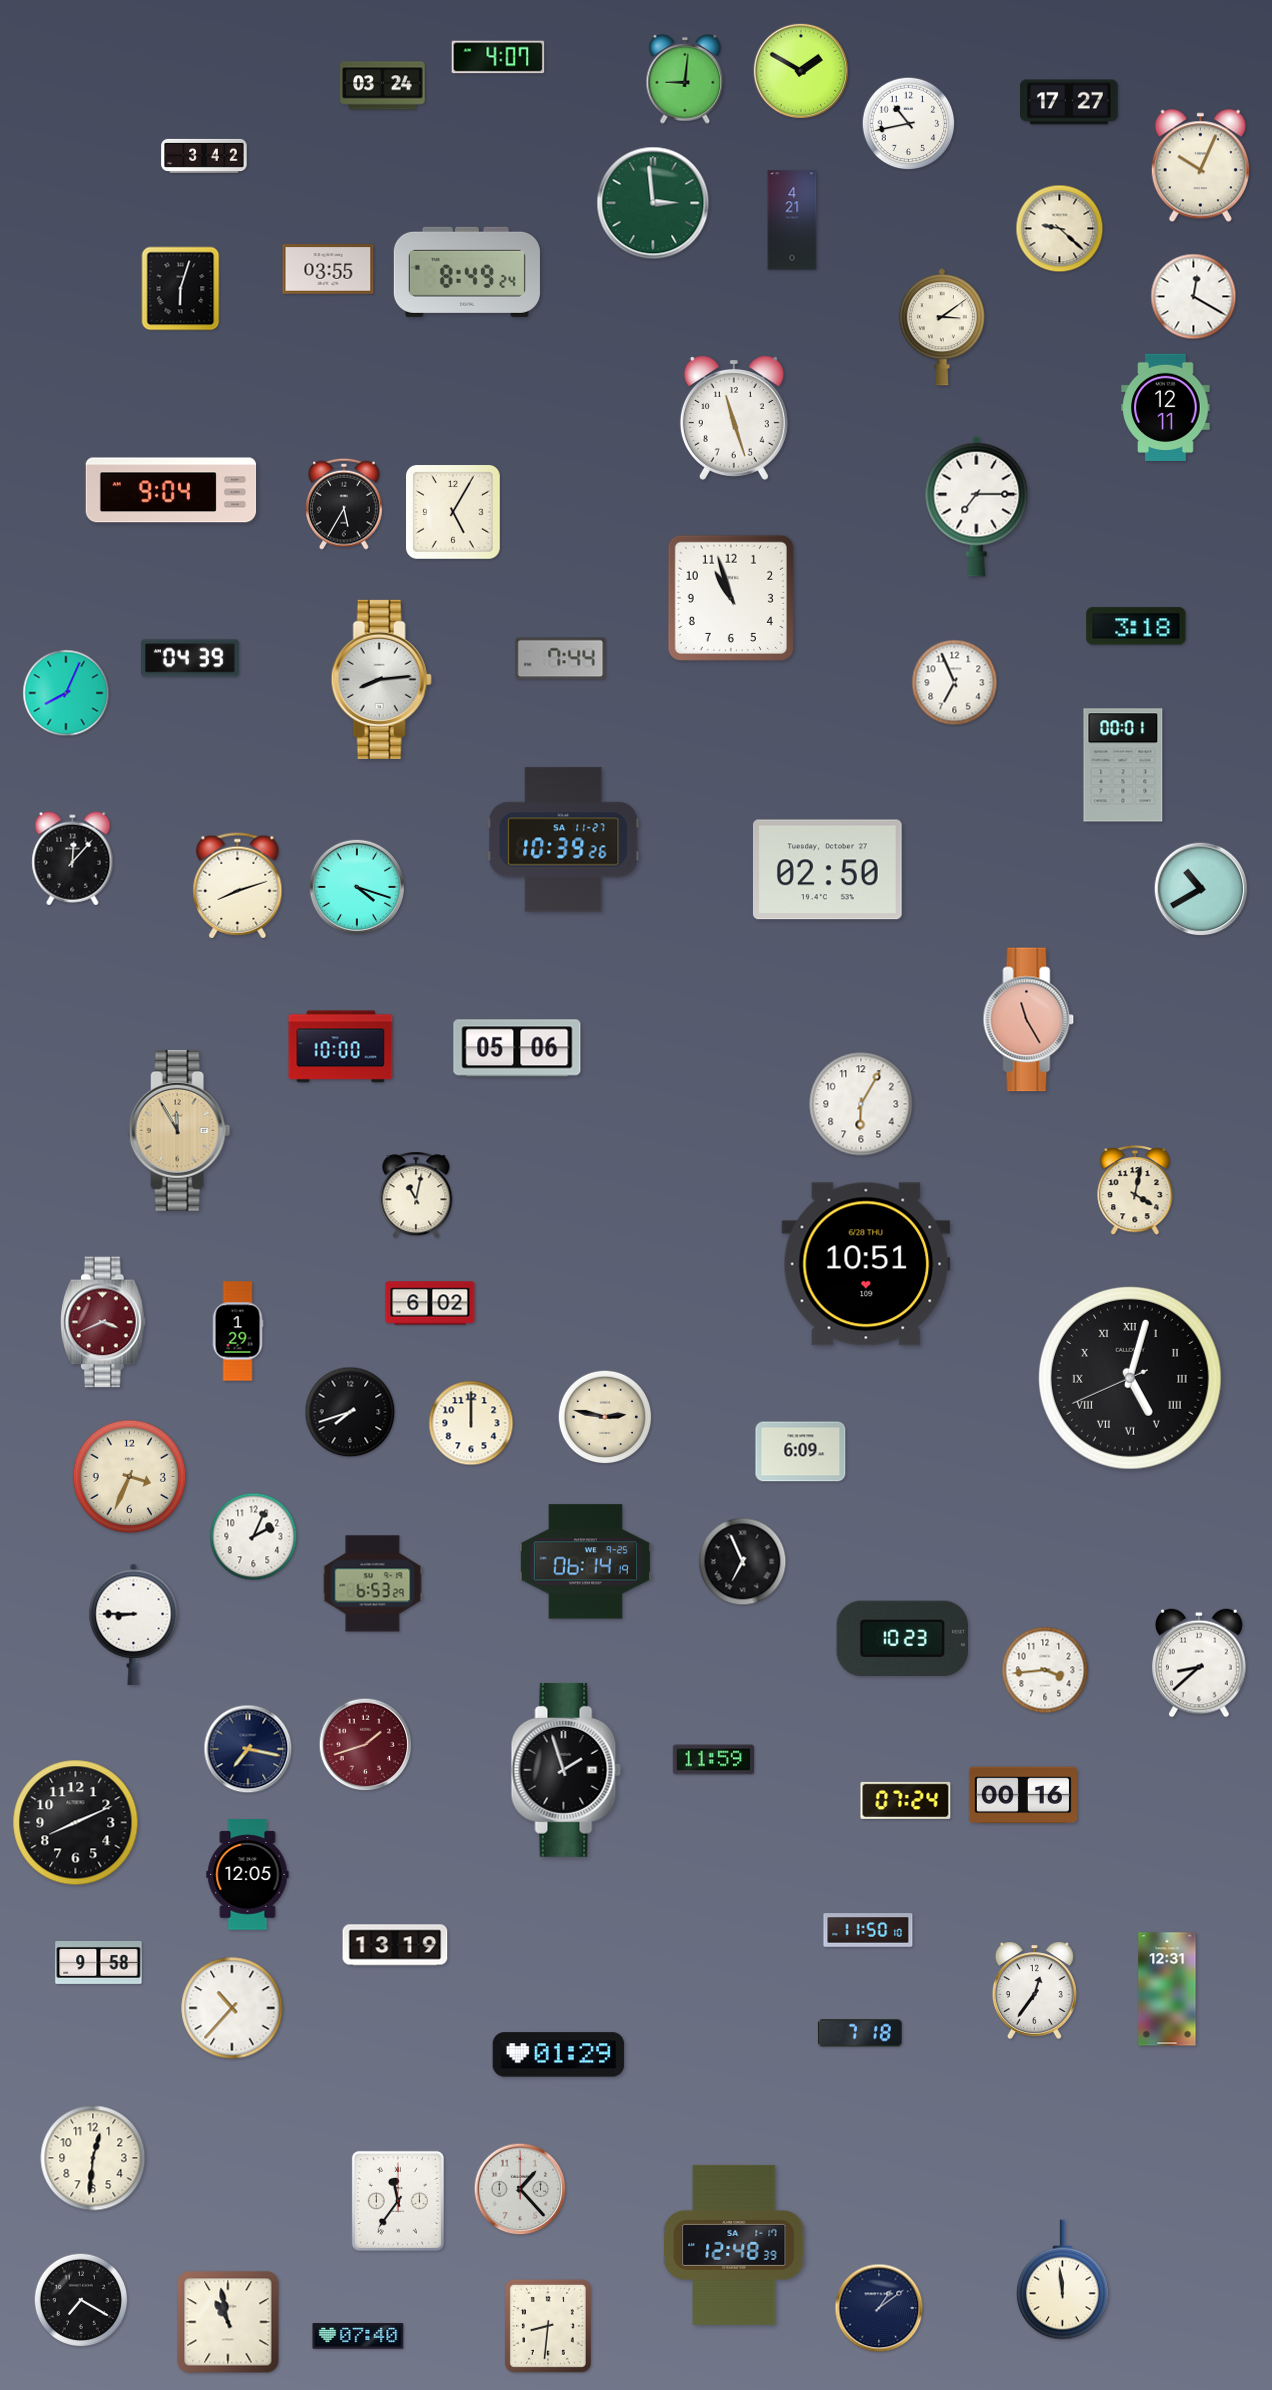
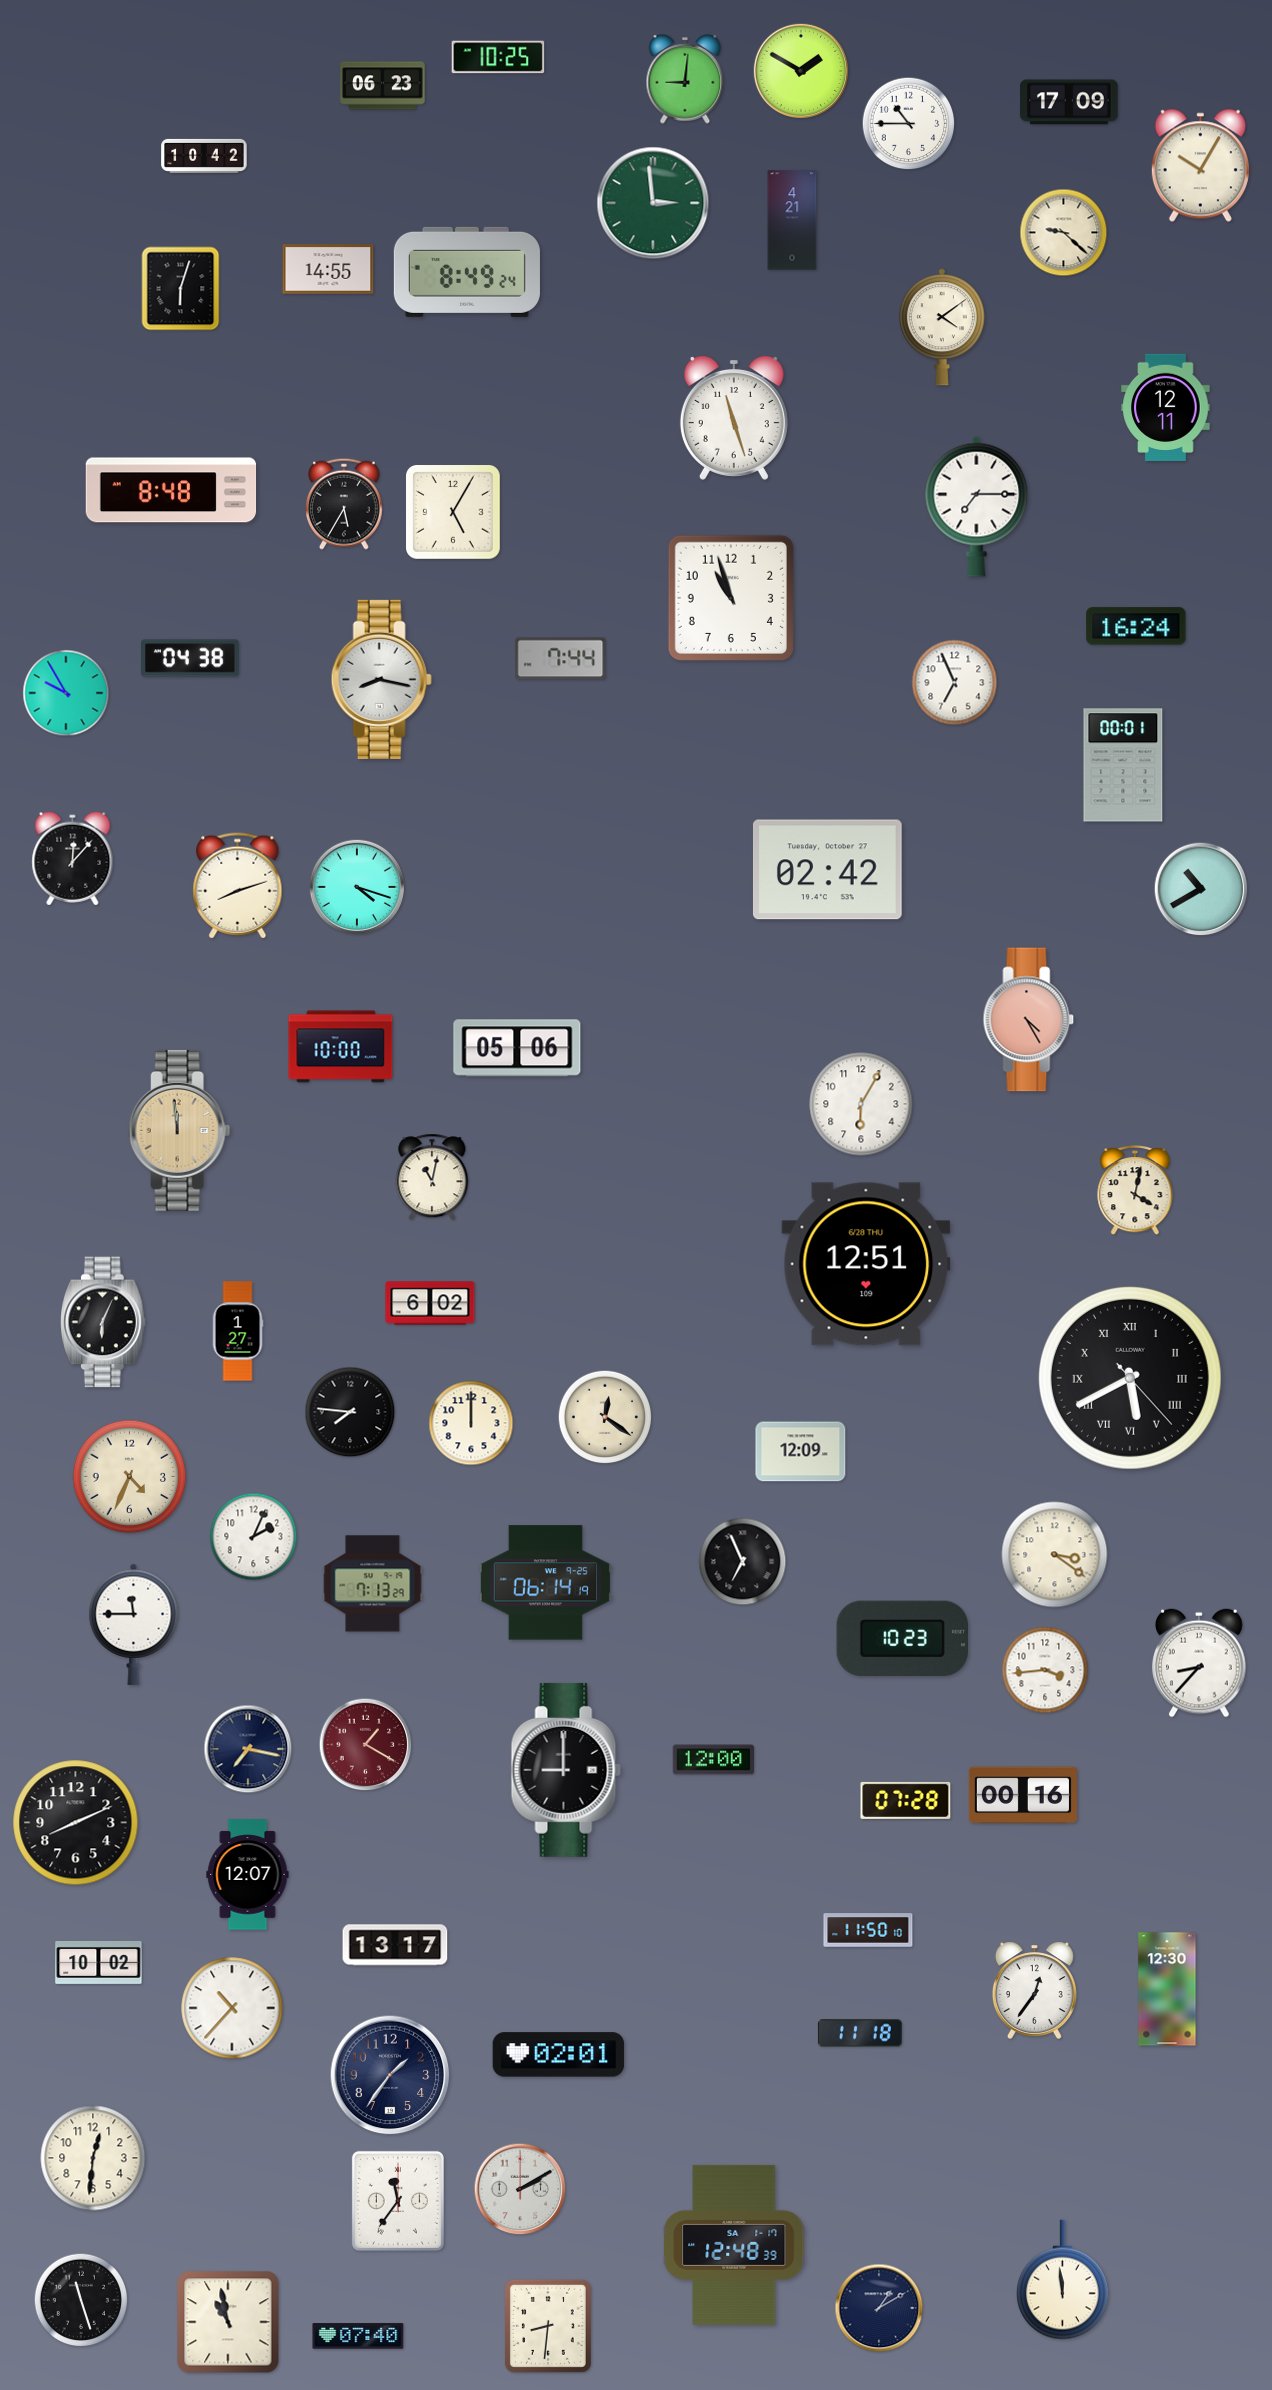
clock at (498, 57): 4:07 -> 10:25
clock at (383, 86): 03:24 -> 06:23
clock at (1069, 102): 17:27 -> 17:09
clock at (909, 124): 10:43 -> 10:45
clock at (204, 156): 3:42 -> 10:42
clock at (1200, 166): 10:04 -> 10:05
clock at (1060, 229) position: (1060, 229) -> (1064, 233)
clock at (328, 270): 03:55 -> 14:55
clock at (1194, 297): 12:20 -> none
clock at (942, 327): 3:09 -> 4:09
clock at (171, 490): 9:04 -> 8:48
clock at (1136, 626): 3:18 -> 16:24
clock at (190, 658): 04:39 -> 04:38
clock at (381, 679): 8:14 -> 8:17
clock at (66, 693): 8:04 -> 9:55
clock at (564, 840): 10:39 -> none
clock at (827, 870): 02:50 -> 02:42
clock at (1029, 1020): 11:25 -> 4:25
clock at (180, 1130): 11:55 -> 11:59
clock at (416, 1195) position: (416, 1195) -> (432, 1177)
clock at (866, 1264): 10:51 -> 12:51
clock at (104, 1322): 3:41 -> 6:04
clock at (104, 1322) dial: burgundy -> black
clock at (238, 1331): 1:29 -> 1:27
clock at (1130, 1378): 5:02 -> 5:40
clock at (350, 1412): 7:42 -> 7:46
clock at (605, 1417): 2:47 -> 12:21
clock at (801, 1452): 6:09 -> 12:09
clock at (130, 1477): 3:34 -> 4:34
clock at (1055, 1555): none -> 3:21
clock at (585, 1562) position: (585, 1562) -> (545, 1583)
clock at (373, 1584): 6:53 -> 7:13
clock at (134, 1624): 8:45 -> 11:45
clock at (1199, 1663): 8:38 -> 8:37
clock at (366, 1745): 1:42 -> 1:20
clock at (714, 1760): 11:59 -> 12:00
clock at (566, 1770): 1:57 -> 9:00
clock at (906, 1800): 07:24 -> 07:28
clock at (248, 1875): 12:05 -> 12:07
clock at (395, 1945): 13:19 -> 13:17
clock at (99, 1962): 9:58 -> 10:02
clock at (1167, 1989): 12:31 -> 12:30
clock at (860, 2033): 7:18 -> 11:18
clock at (559, 2055): 01:29 -> 02:01
clock at (390, 2075): none -> 1:36
clock at (520, 2189): 1:23 -> 2:10
clock at (81, 2300): 7:20 -> 11:27
clock at (879, 2308): 1:09 -> 1:10
